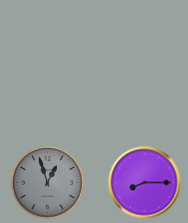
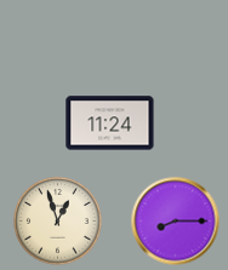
clock at (110, 123): none -> 11:24
clock at (48, 183) dial: grey -> cream
